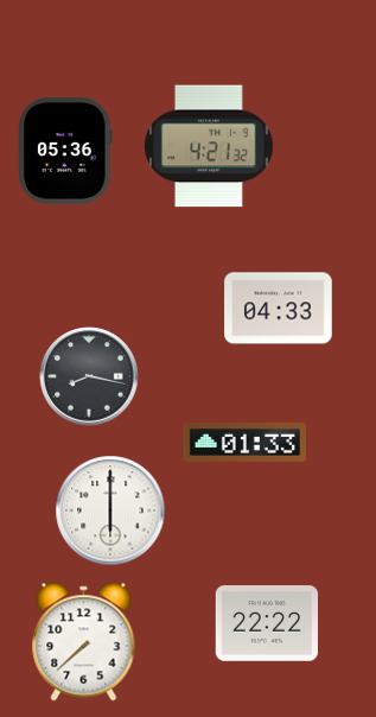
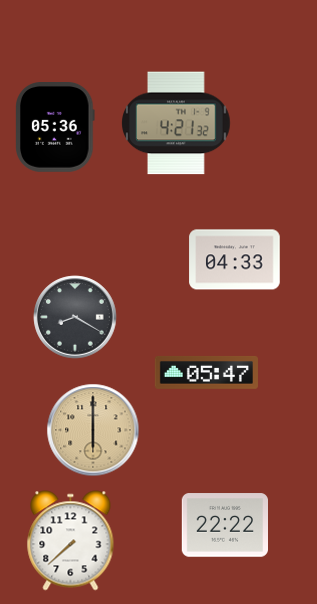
clock at (89, 376): 8:17 -> 8:20
clock at (244, 442): 01:33 -> 05:47
clock at (110, 510) dial: white -> champagne
